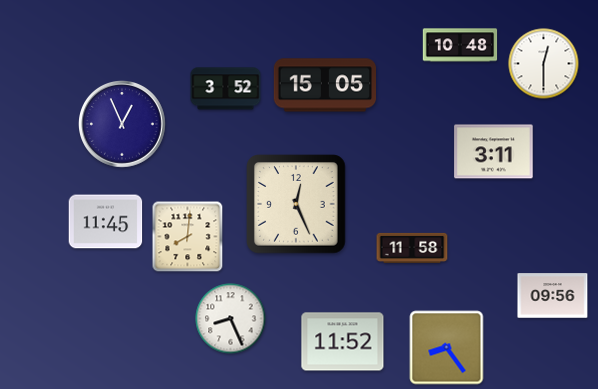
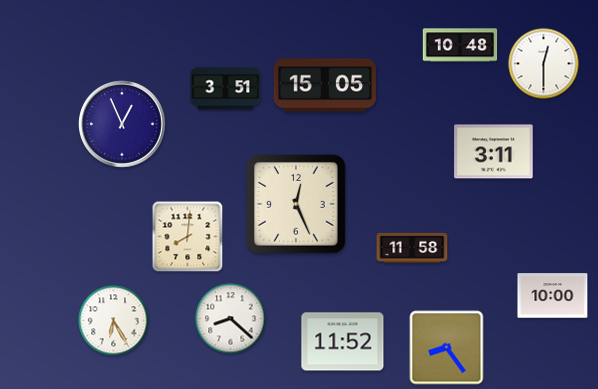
clock at (226, 89): 3:52 -> 3:51
clock at (106, 222): 11:45 -> none
clock at (553, 296): 09:56 -> 10:00
clock at (231, 319): 8:26 -> 8:22
clock at (114, 321): none -> 6:25
